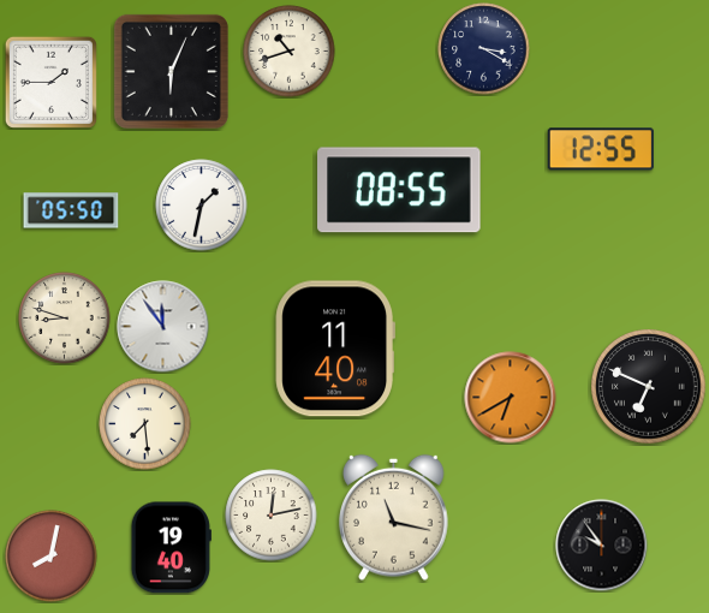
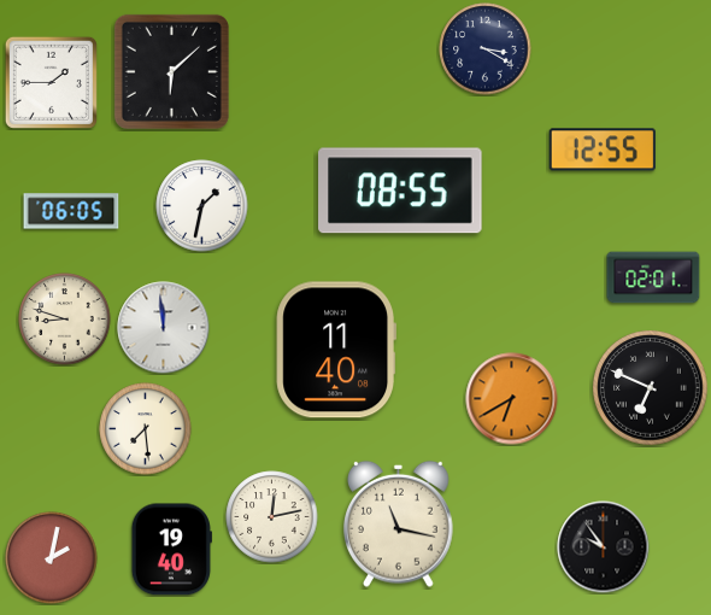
clock at (290, 52): 10:42 -> none
clock at (171, 71): 6:04 -> 6:08
clock at (71, 210): 05:50 -> 06:05
clock at (653, 277): none -> 02:01
clock at (163, 327): 11:54 -> 11:59
clock at (145, 424) position: (145, 424) -> (146, 429)
clock at (394, 517) position: (394, 517) -> (399, 523)
clock at (52, 557): 8:02 -> 2:02
